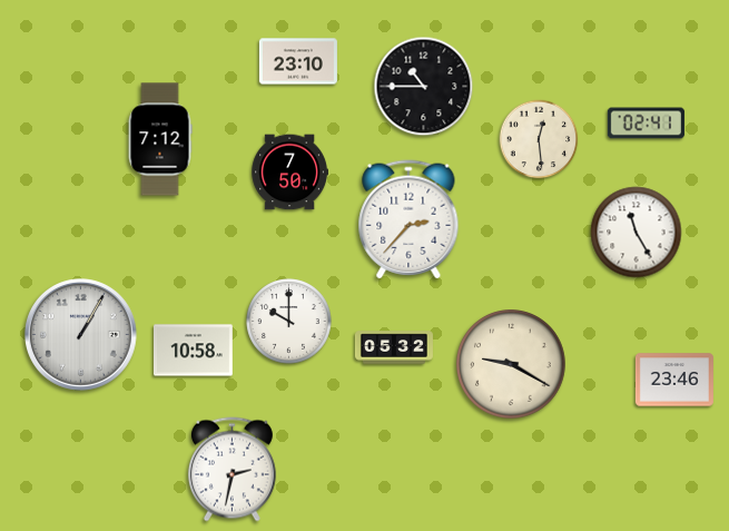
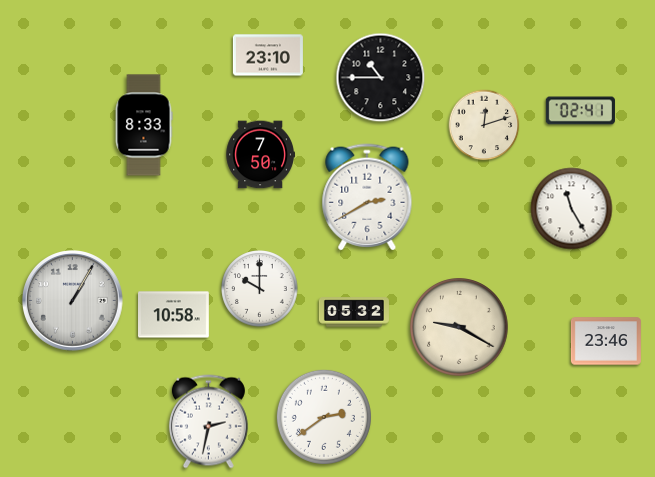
clock at (160, 139): 7:12 -> 8:33
clock at (539, 139): 12:29 -> 12:12
clock at (408, 219): 2:37 -> 2:40
clock at (324, 417): none -> 2:39
